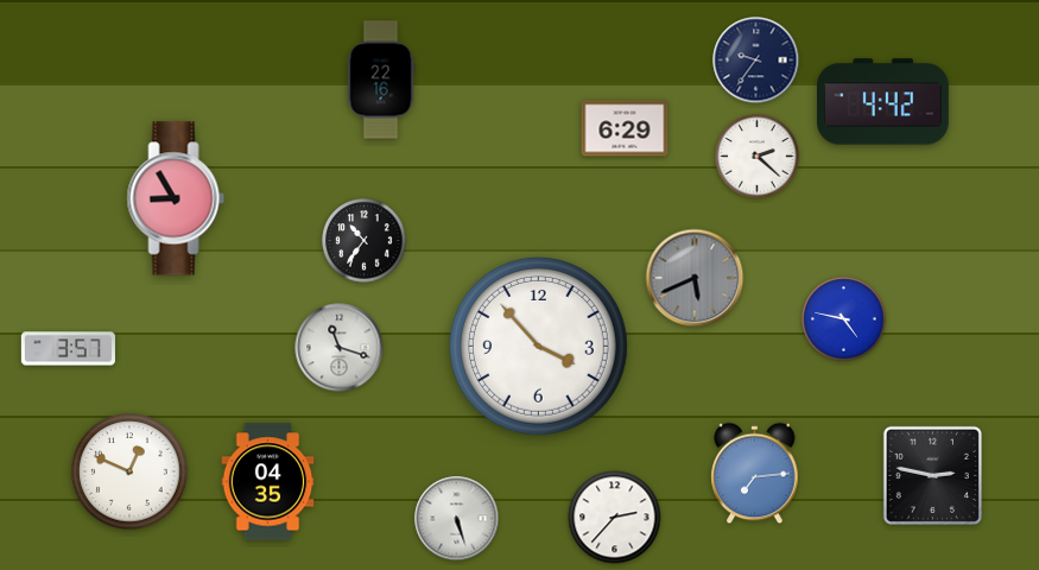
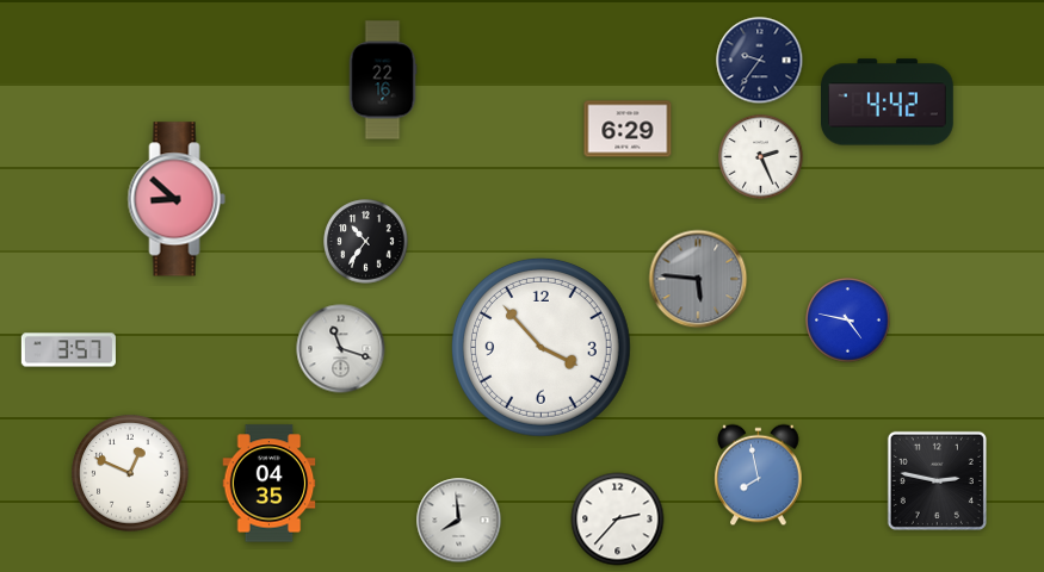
clock at (758, 157): 2:22 -> 2:26
clock at (176, 198): 8:55 -> 8:52
clock at (695, 278): 5:41 -> 5:46
clock at (755, 474): 7:14 -> 7:58
clock at (932, 475) position: (932, 475) -> (937, 480)
clock at (457, 519): 5:27 -> 7:59
